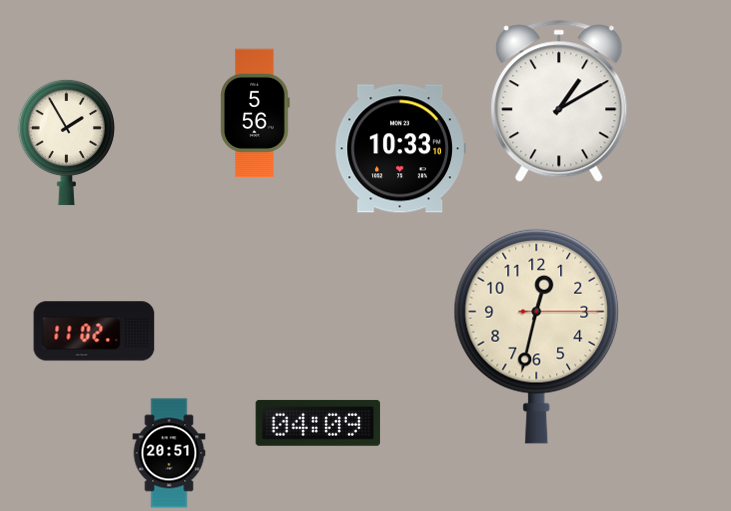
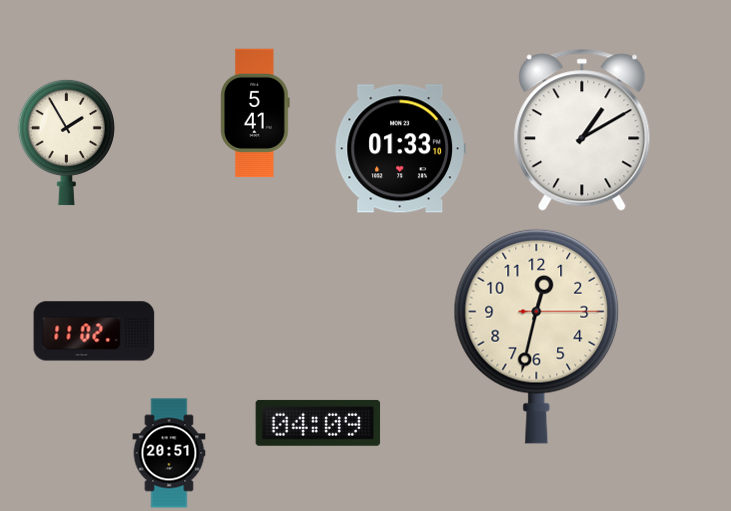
clock at (559, 101) position: (559, 101) -> (582, 130)
clock at (255, 113): 5:56 -> 5:41
clock at (400, 149): 10:33 -> 01:33
